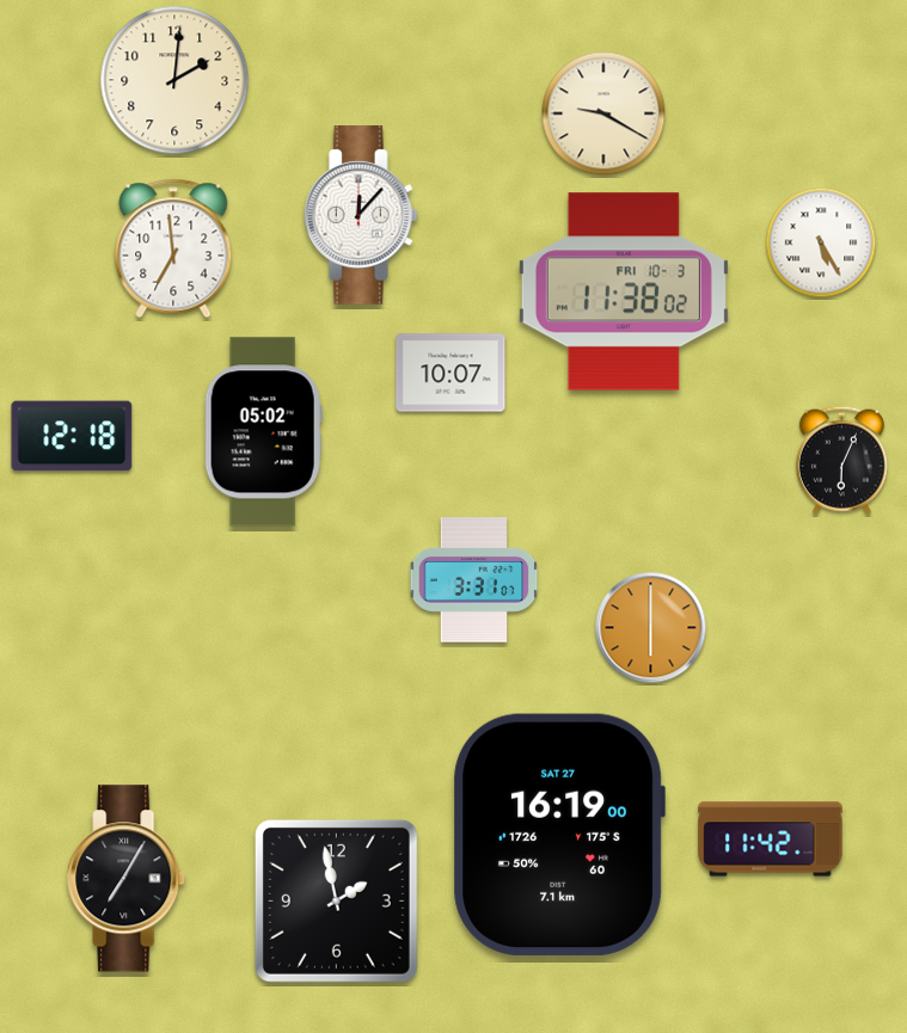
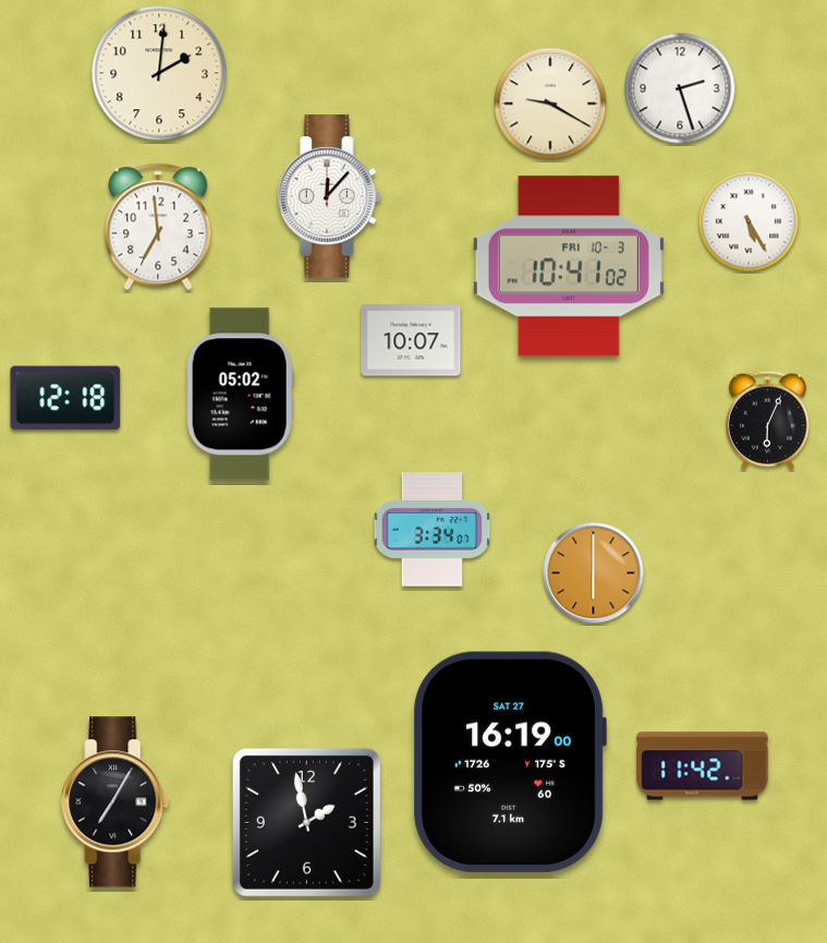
clock at (680, 88): none -> 2:27
clock at (624, 291): 11:38 -> 10:41
clock at (474, 580): 3:31 -> 3:34
